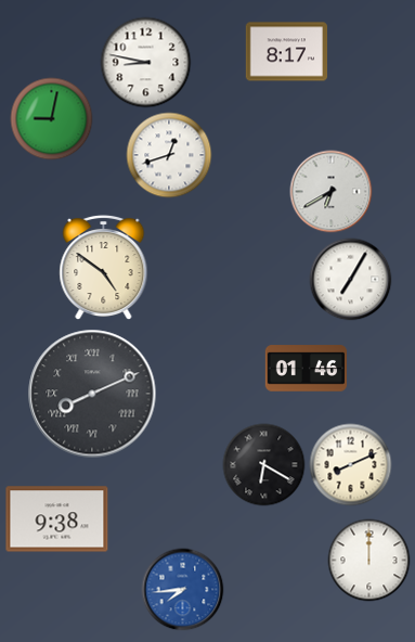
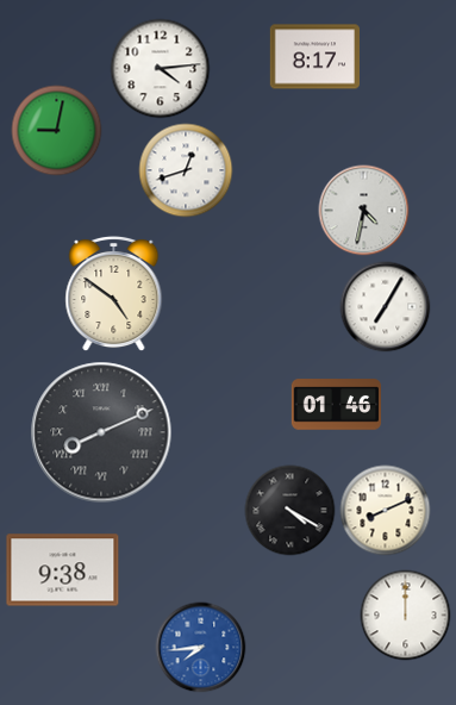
clock at (146, 63): 8:47 -> 4:14
clock at (332, 192): 6:40 -> 4:32
clock at (264, 465): 6:20 -> 4:20
